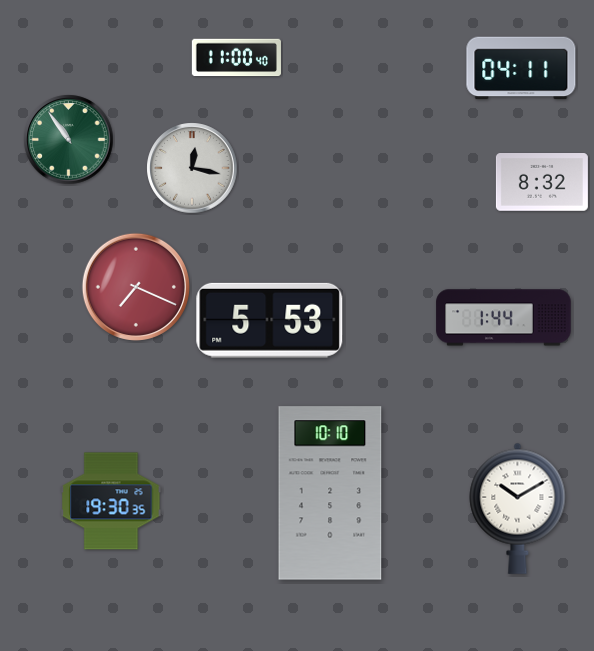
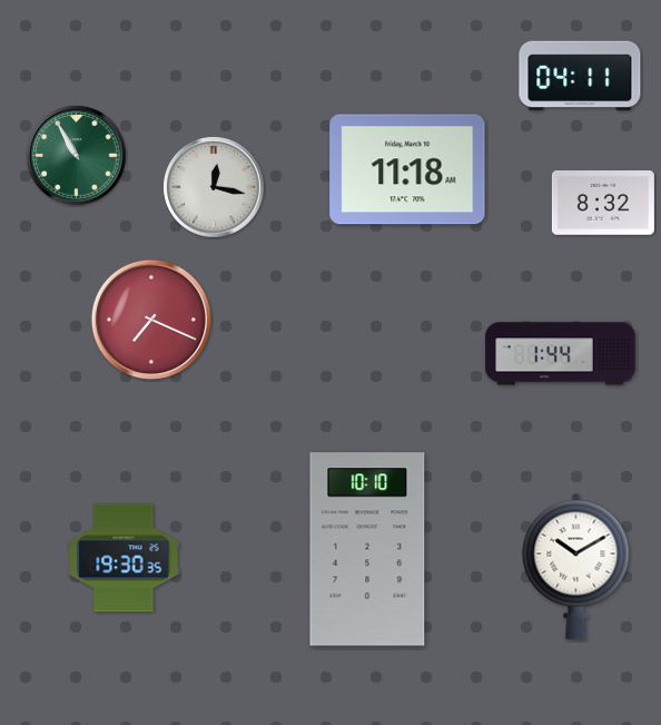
clock at (236, 58): 11:00 -> none
clock at (69, 140): 10:54 -> 10:55
clock at (407, 169): none -> 11:18
clock at (270, 320): 5:53 -> none
